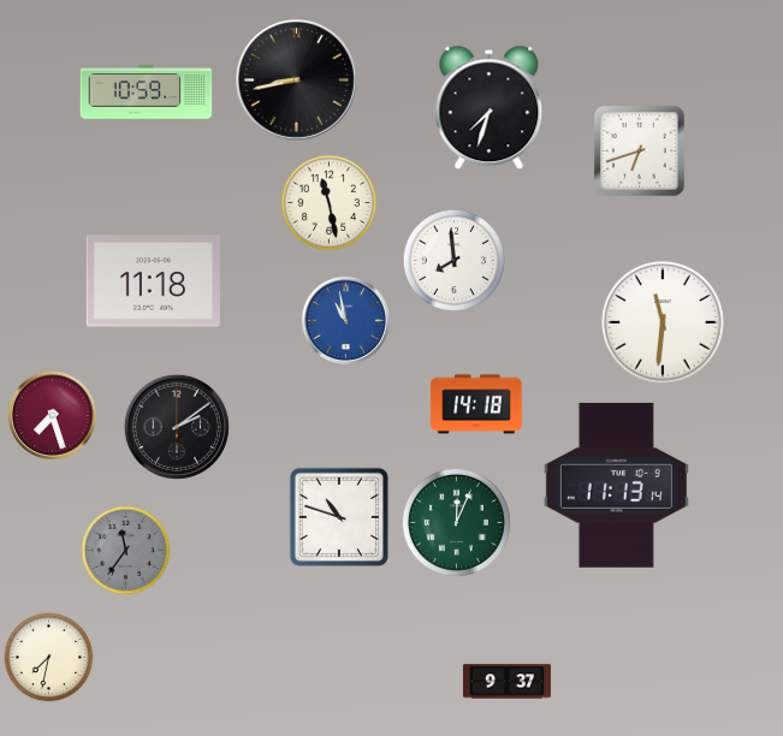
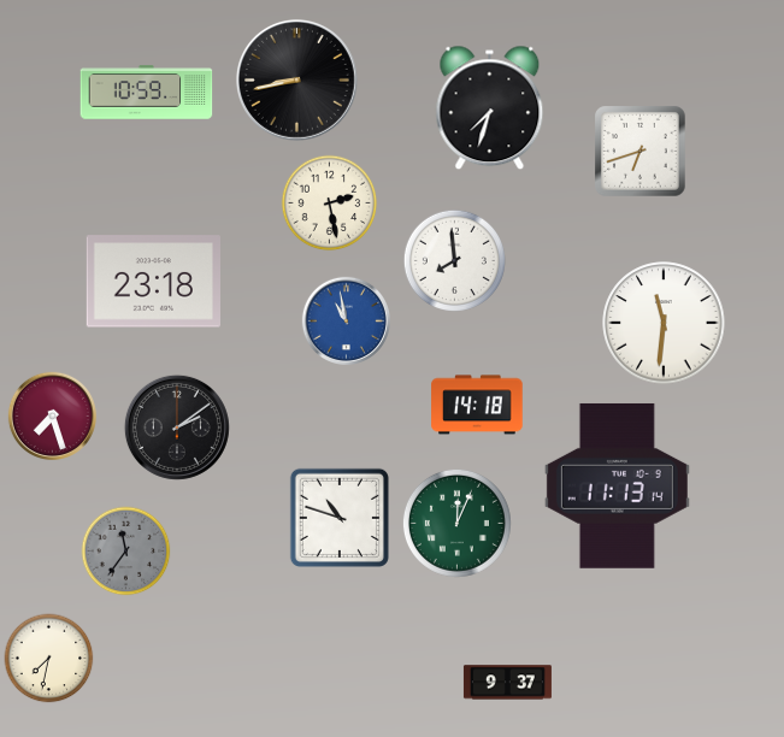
clock at (330, 203): 11:28 -> 2:28
clock at (153, 281): 11:18 -> 23:18
